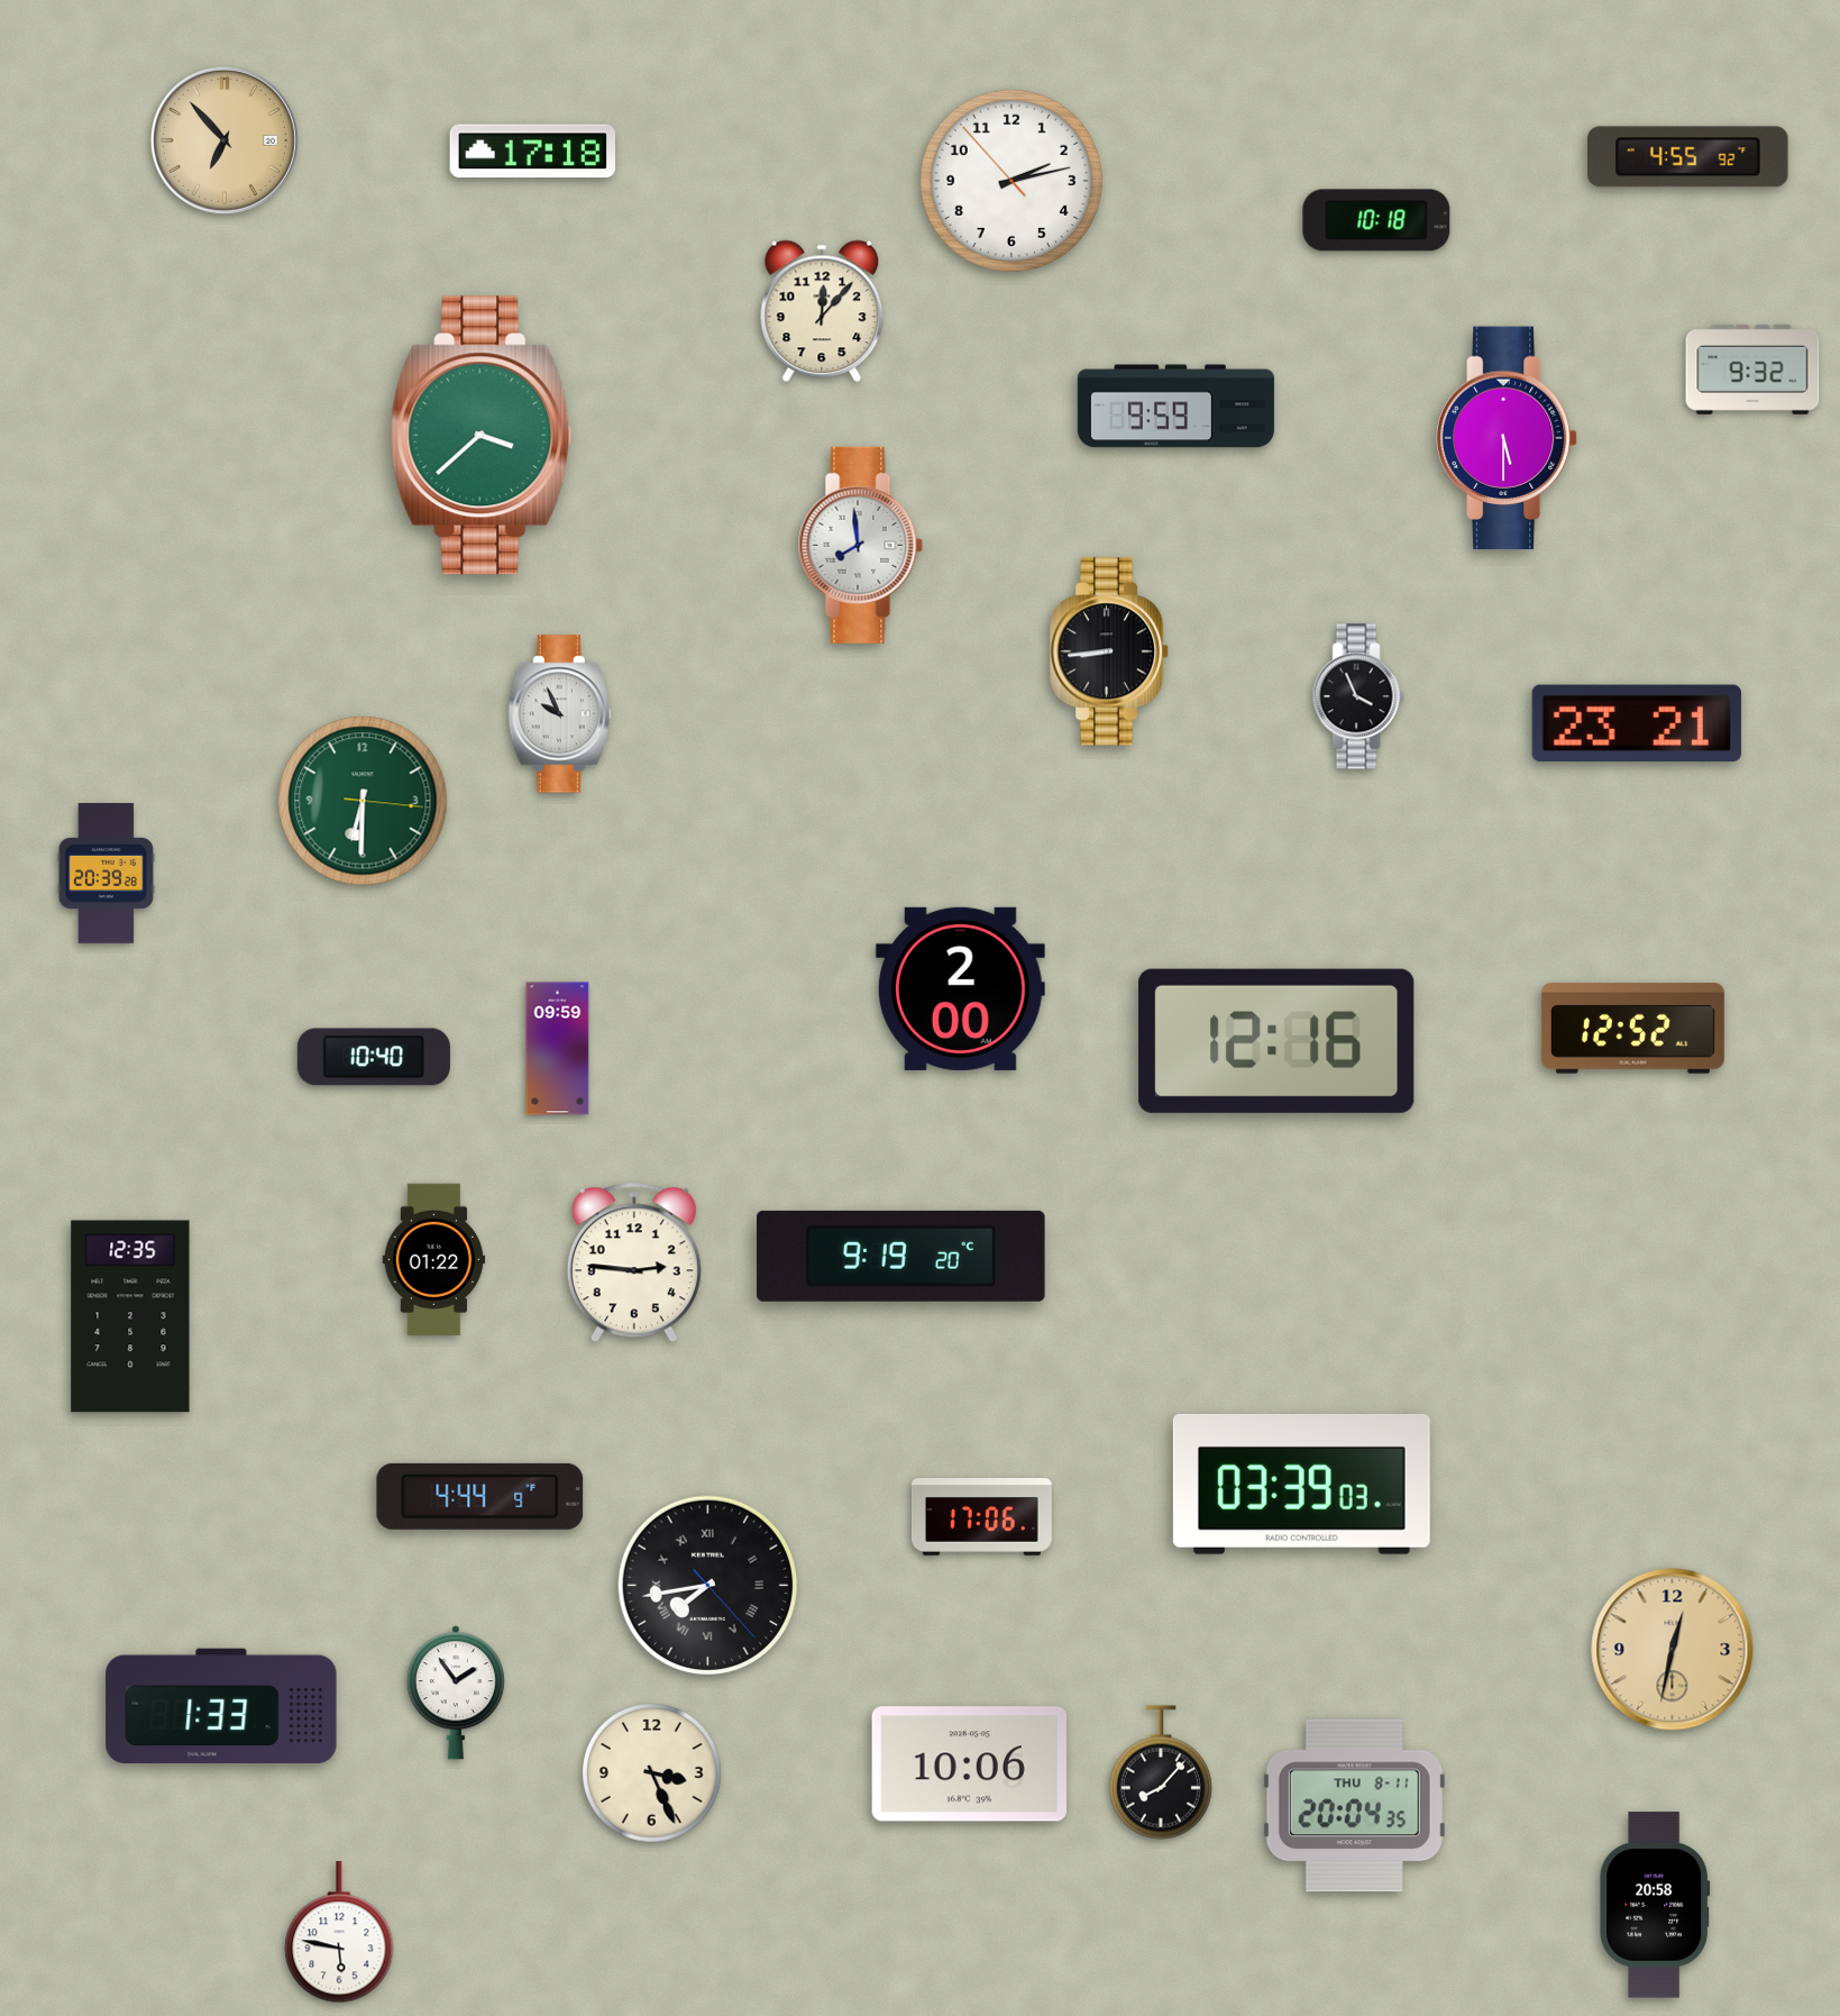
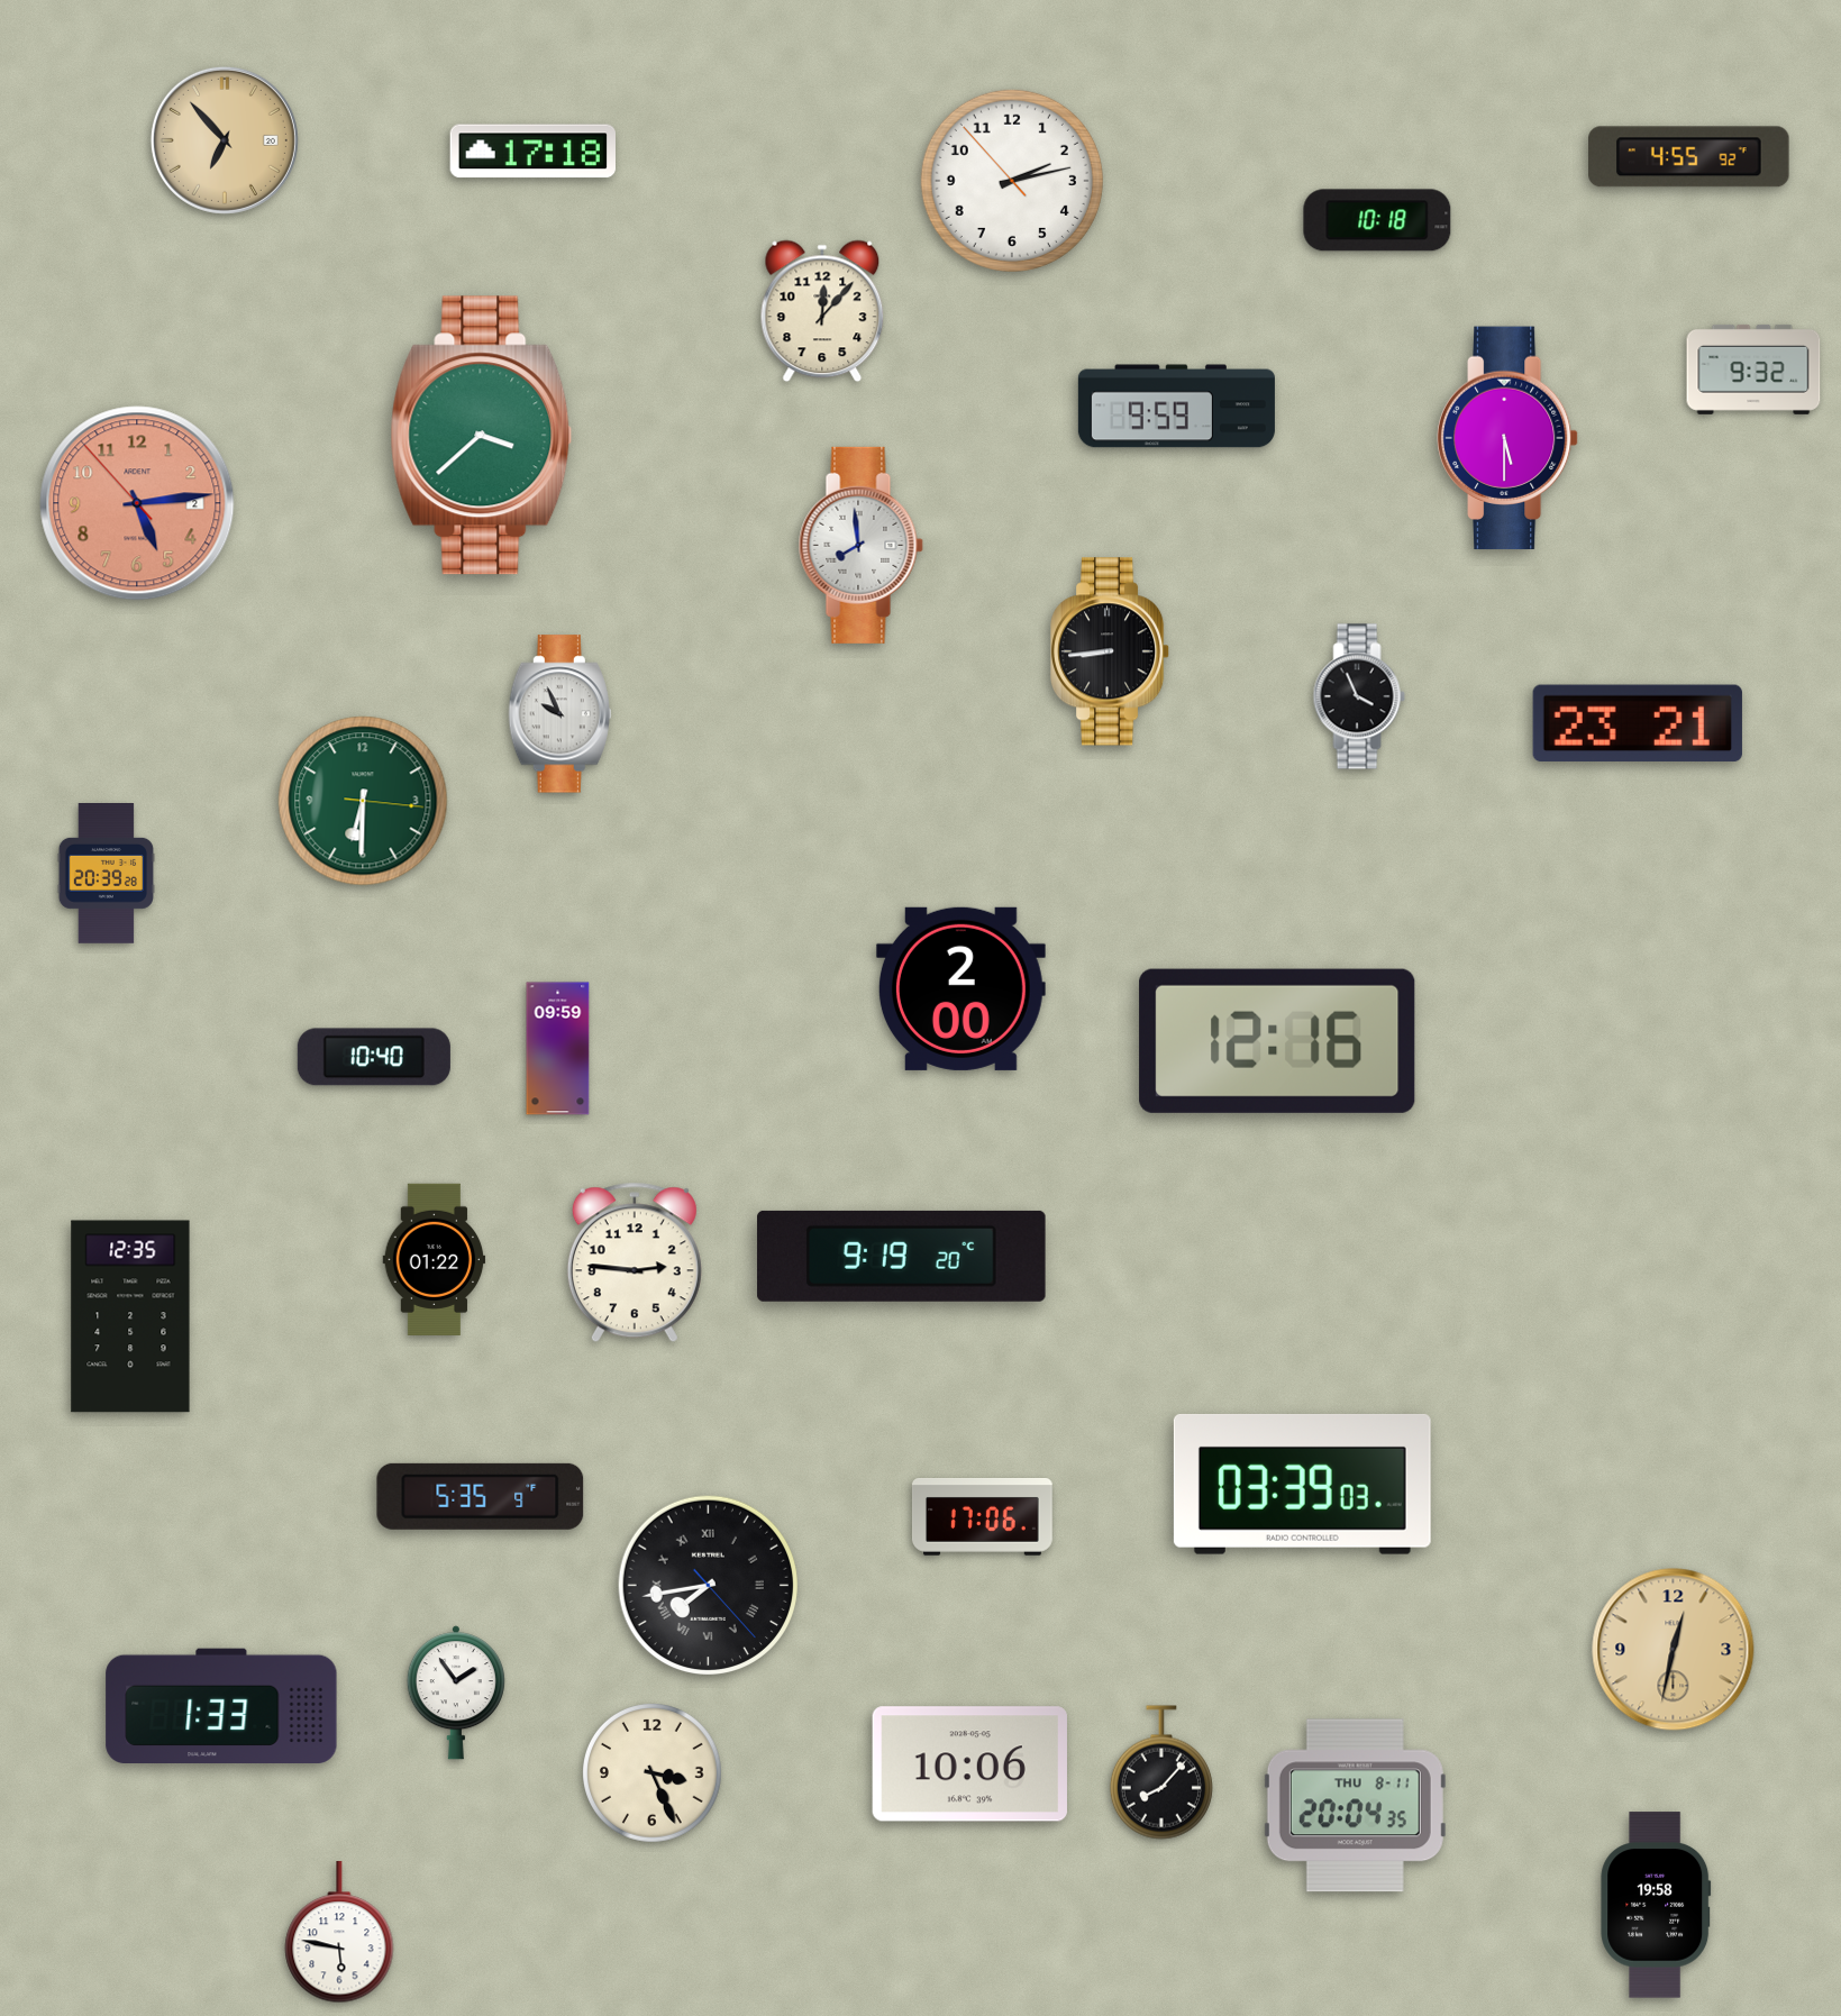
clock at (137, 503): none -> 5:13
clock at (1632, 1029): 12:52 -> none
clock at (480, 1496): 4:44 -> 5:35
clock at (1655, 1905): 20:58 -> 19:58
